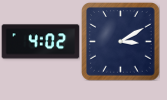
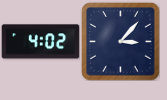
clock at (120, 41): 3:10 -> 3:07
